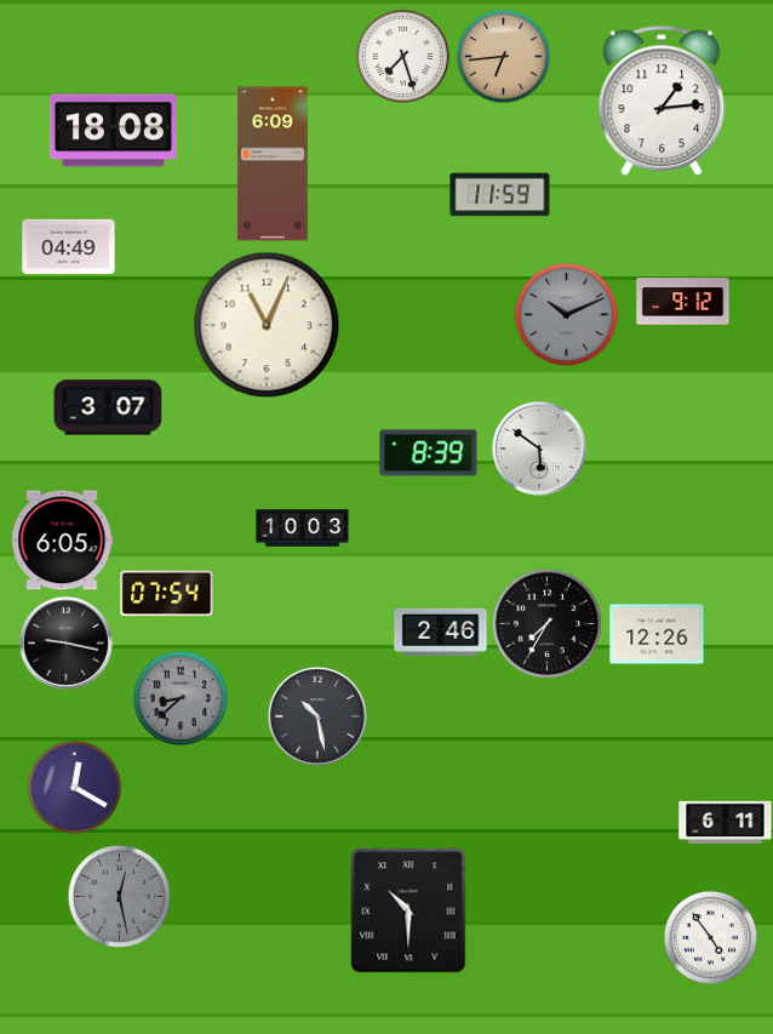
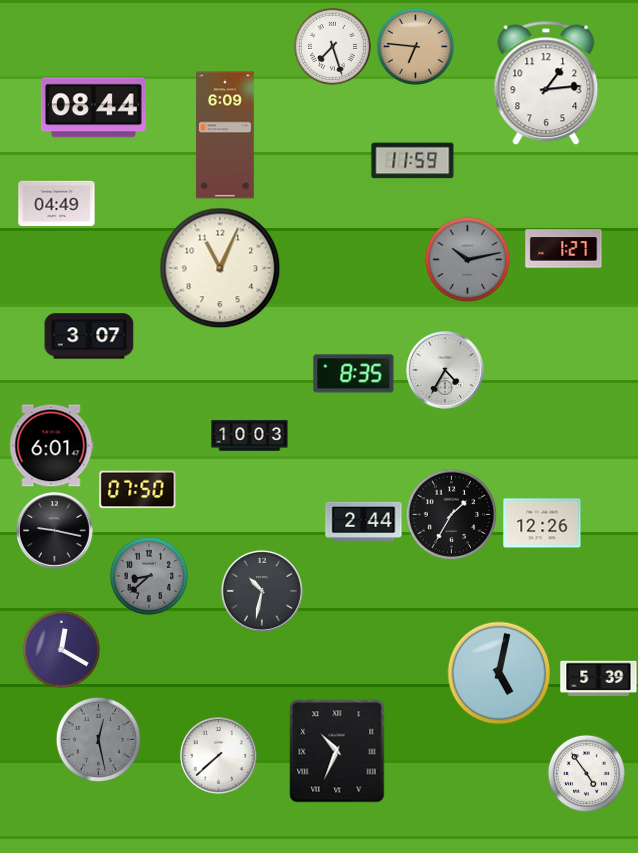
clock at (503, 56): 6:44 -> 6:46
clock at (113, 131): 18:08 -> 08:44
clock at (683, 302): 9:12 -> 1:27
clock at (566, 314): 10:11 -> 10:13
clock at (540, 450): 5:51 -> 4:35
clock at (429, 453): 8:39 -> 8:35
clock at (63, 541): 6:05 -> 6:01
clock at (167, 594): 07:54 -> 07:50
clock at (546, 623): 7:35 -> 1:35
clock at (441, 632): 2:46 -> 2:44
clock at (317, 716): 10:28 -> 10:32
clock at (499, 673): none -> 5:02
clock at (726, 822): 6:11 -> 5:39
clock at (408, 910): 10:30 -> 10:34
clock at (219, 756): none -> 7:38
